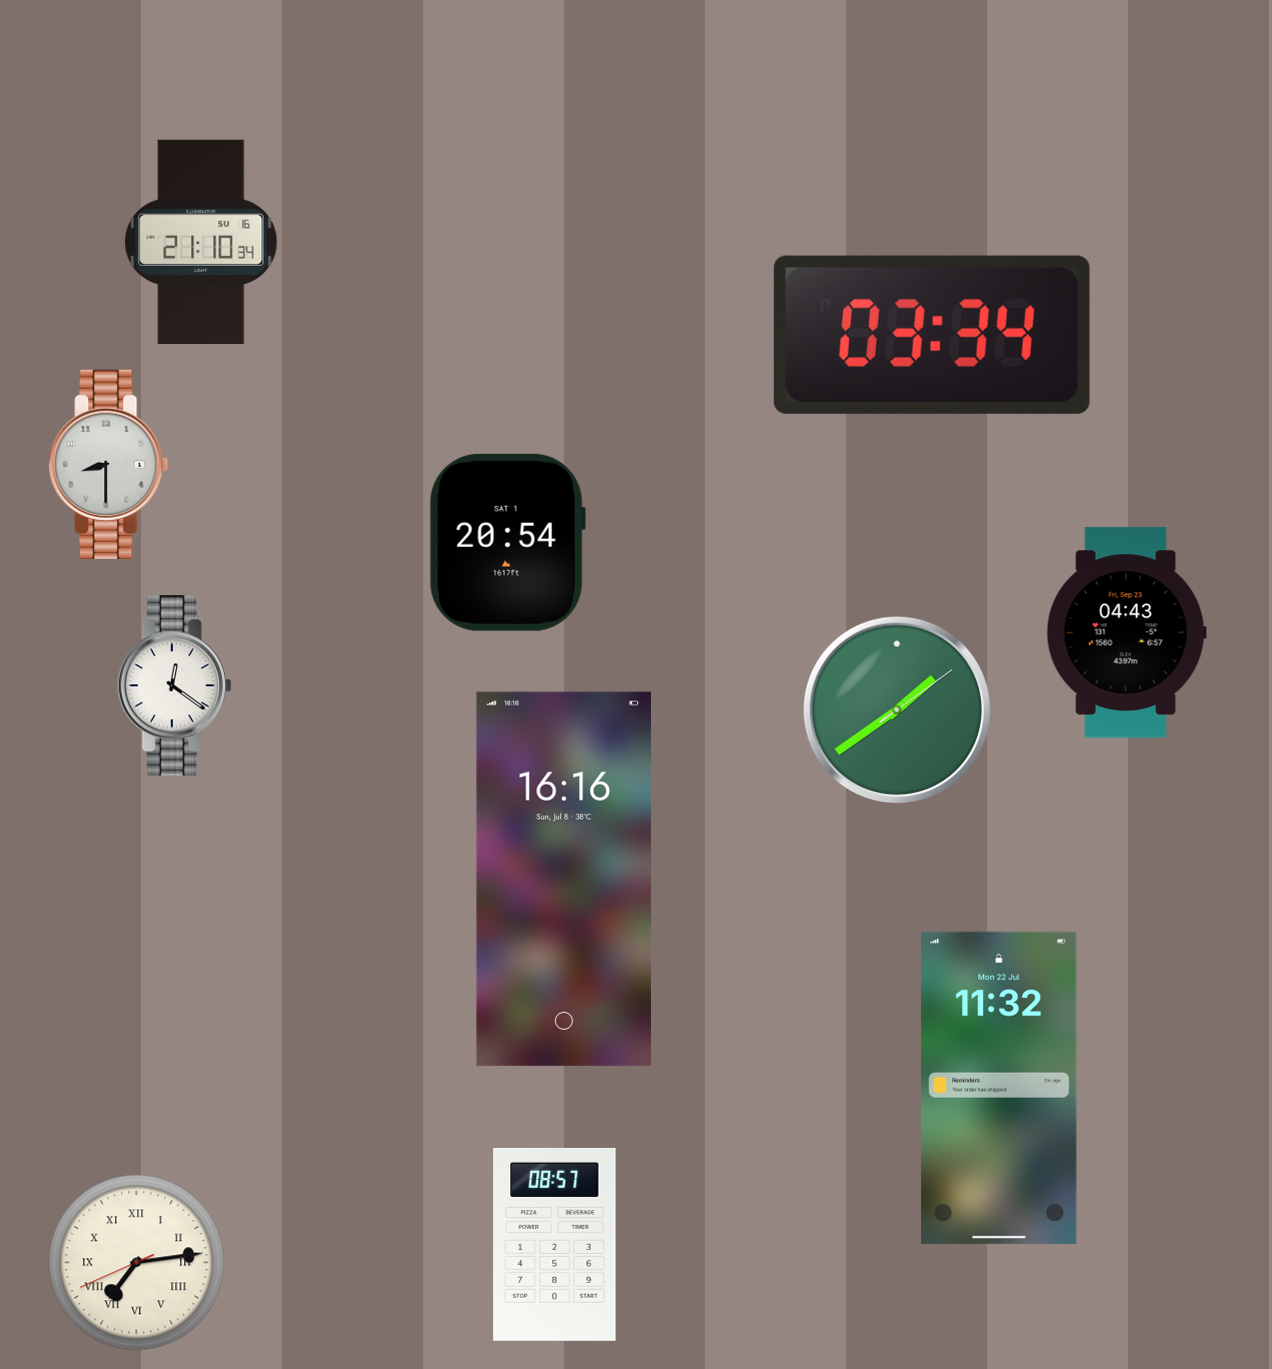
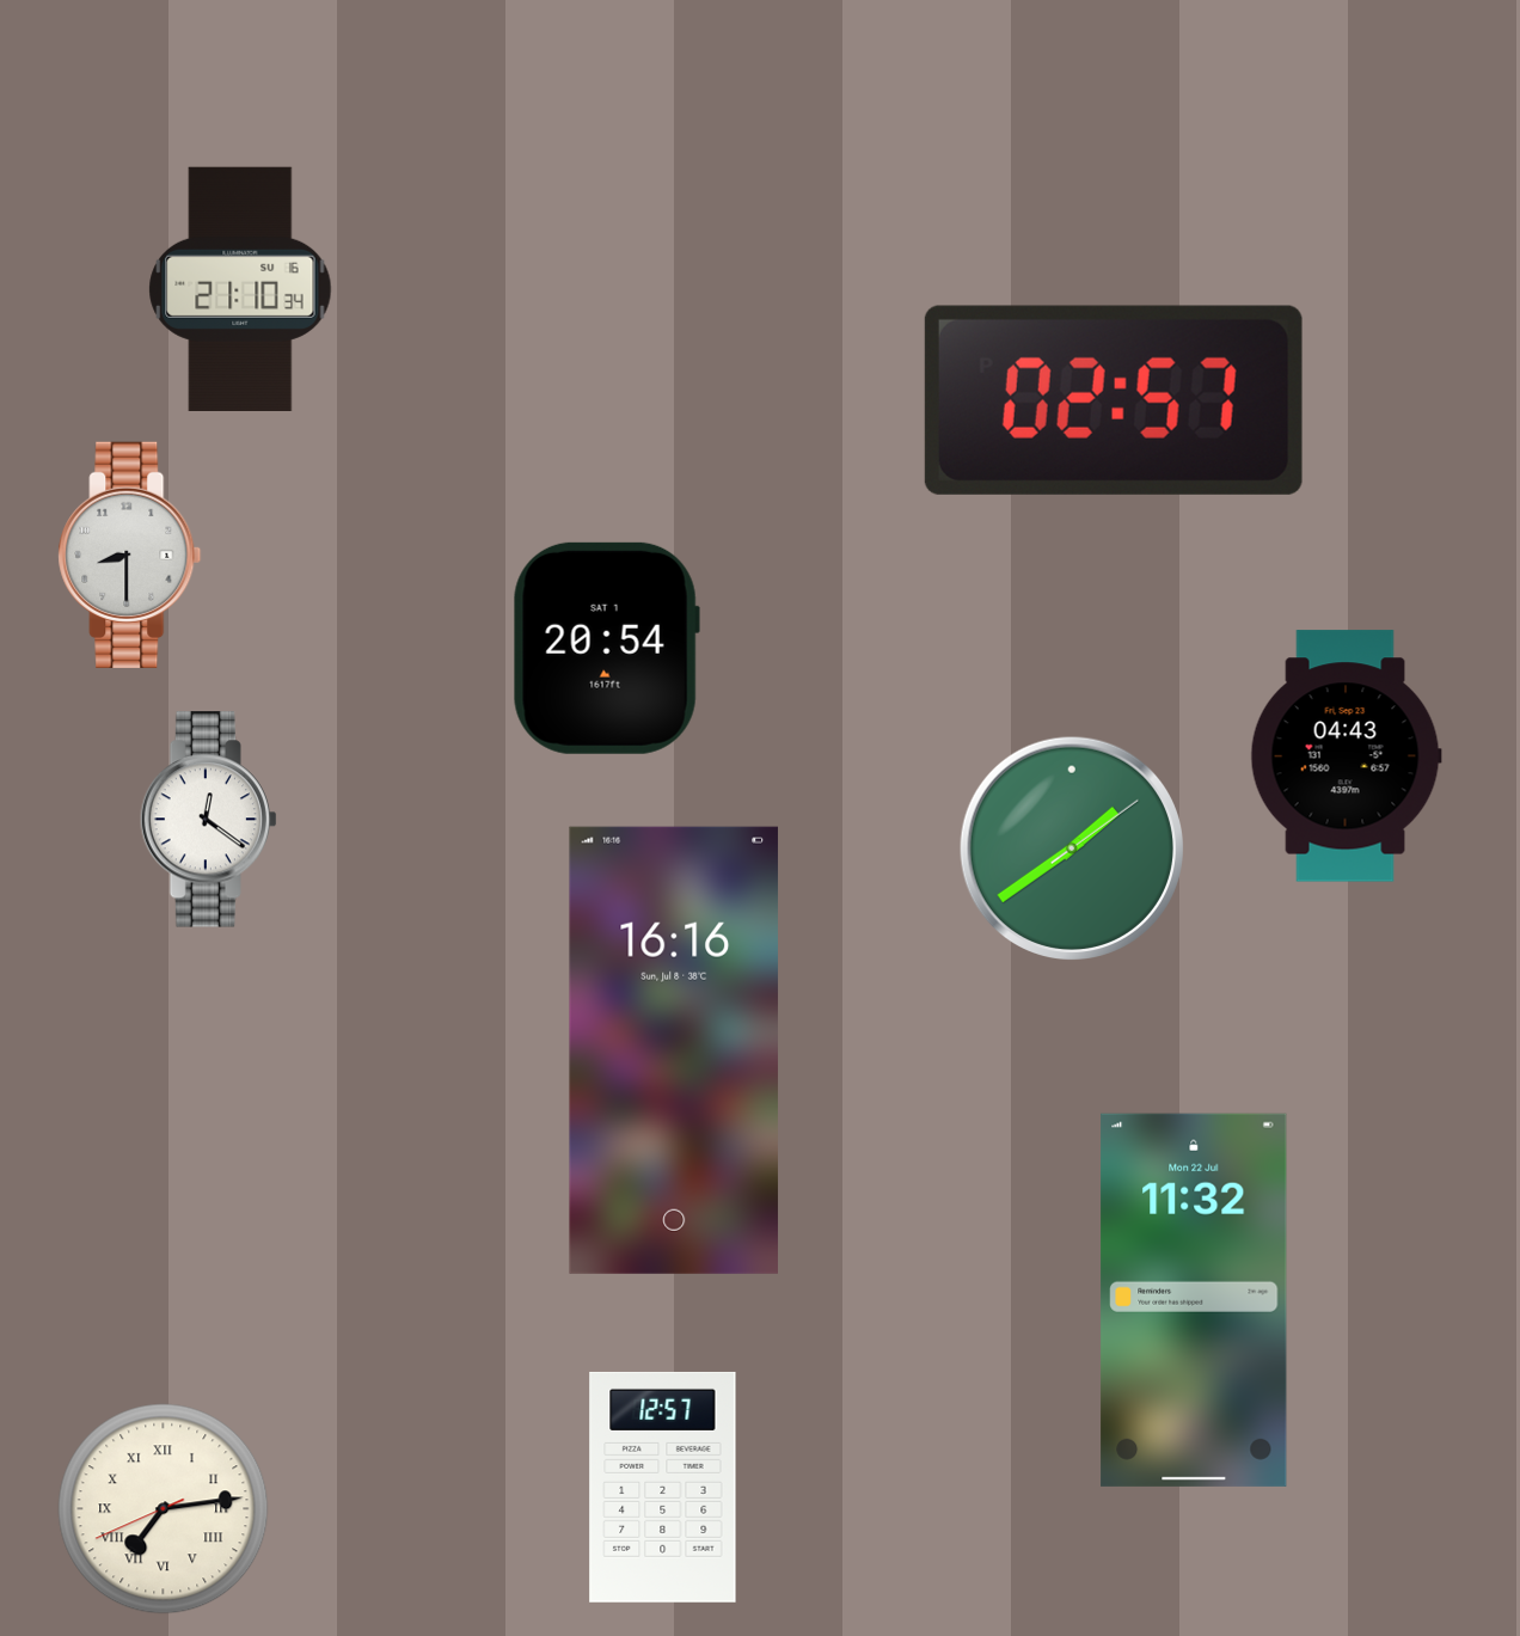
clock at (932, 335): 03:34 -> 02:57
clock at (555, 1244): 08:57 -> 12:57
